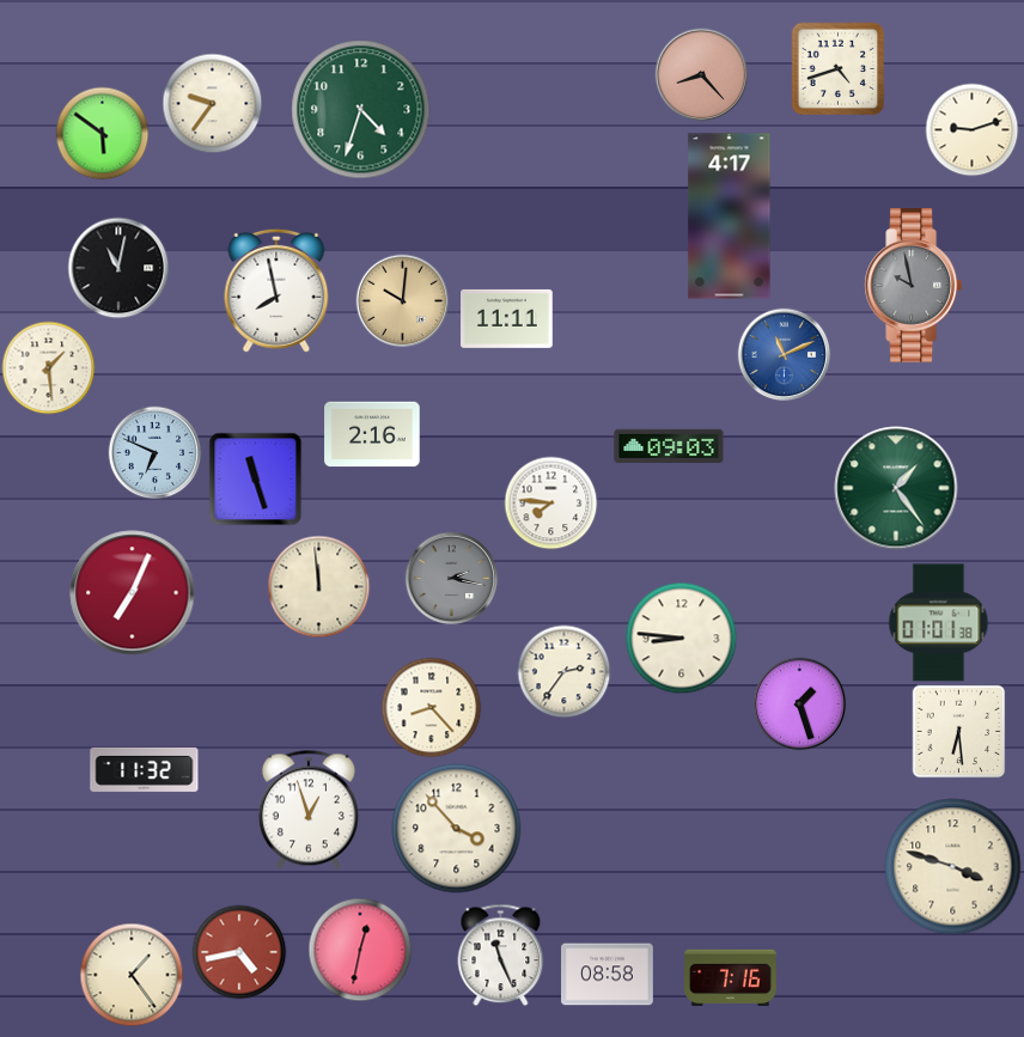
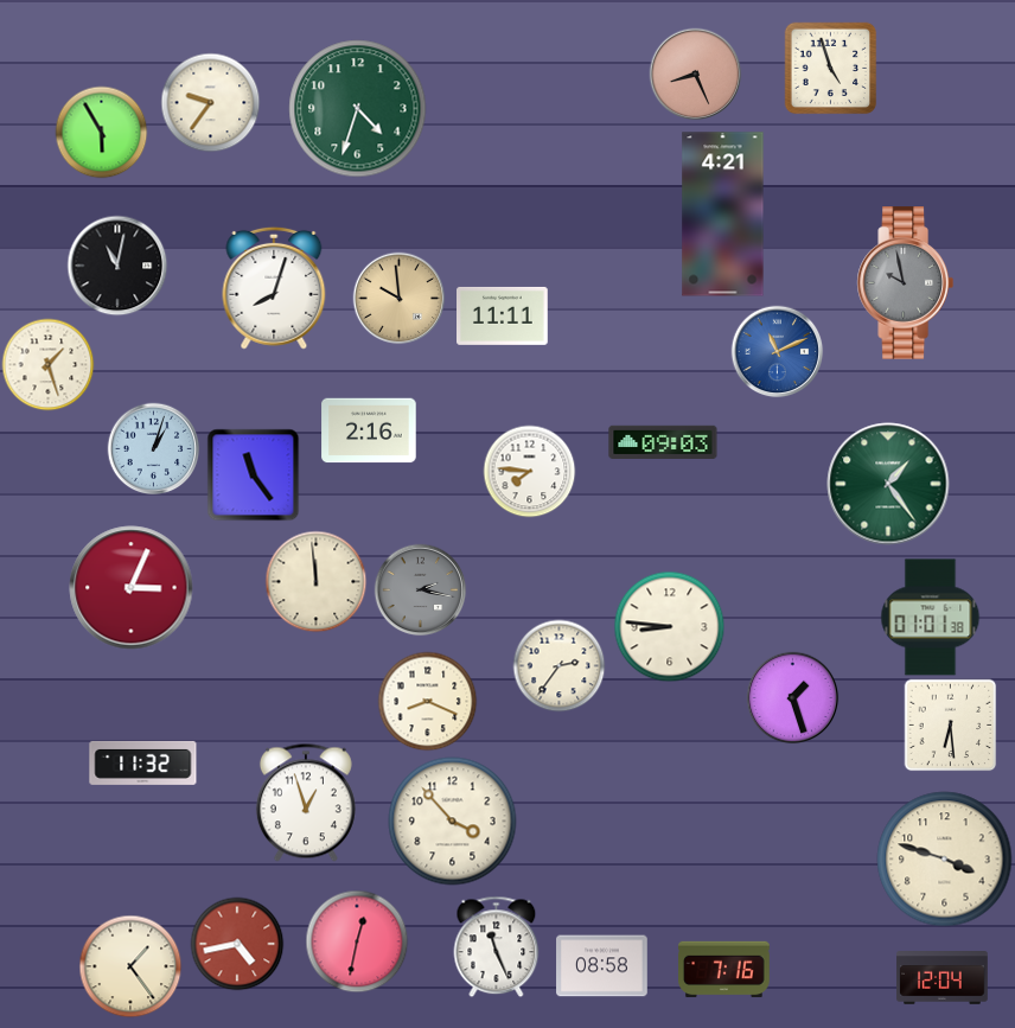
clock at (837, 68): 4:42 -> 4:57
clock at (701, 74): 8:23 -> 8:26
clock at (971, 129): 9:12 -> none
clock at (102, 133): 5:51 -> 5:55
clock at (730, 216): 4:17 -> 4:21
clock at (276, 291): 7:58 -> 8:03
clock at (402, 300): 10:01 -> 9:59
clock at (48, 367): 1:29 -> 1:27
clock at (154, 452): 6:49 -> 1:03
clock at (255, 478): 11:27 -> 11:24
clock at (550, 502) position: (550, 502) -> (529, 471)
clock at (451, 578) position: (451, 578) -> (420, 589)
clock at (133, 593): 7:04 -> 3:04
clock at (681, 638) position: (681, 638) -> (669, 626)
clock at (431, 707): 8:23 -> 8:19
clock at (943, 978): none -> 12:04
